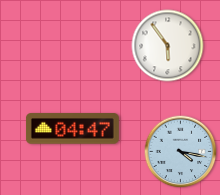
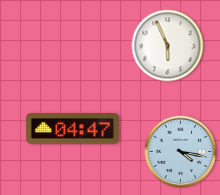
clock at (168, 46): 5:54 -> 5:56
